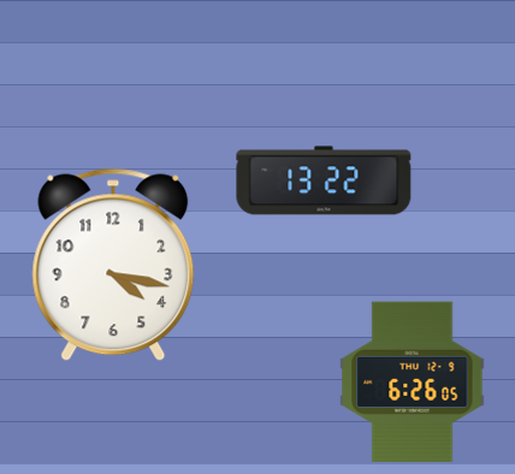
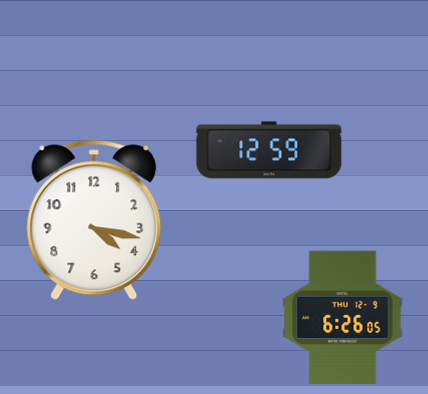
clock at (324, 180): 13:22 -> 12:59
